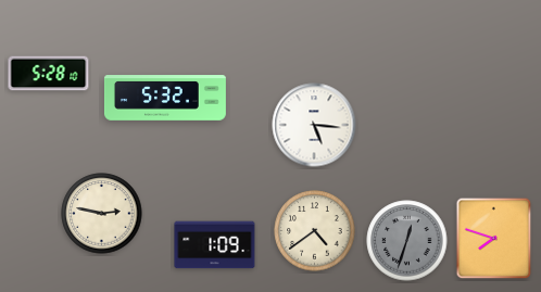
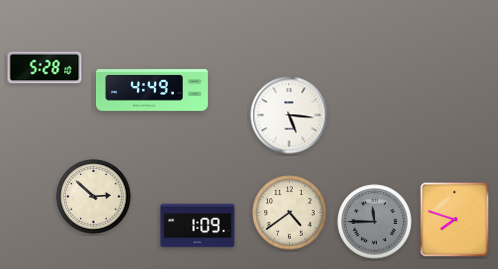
clock at (165, 98): 5:32 -> 4:49
clock at (102, 214): 2:47 -> 2:52
clock at (407, 241): 12:33 -> 11:45
